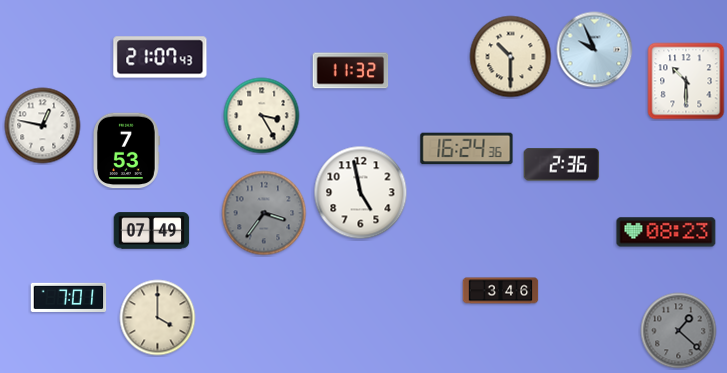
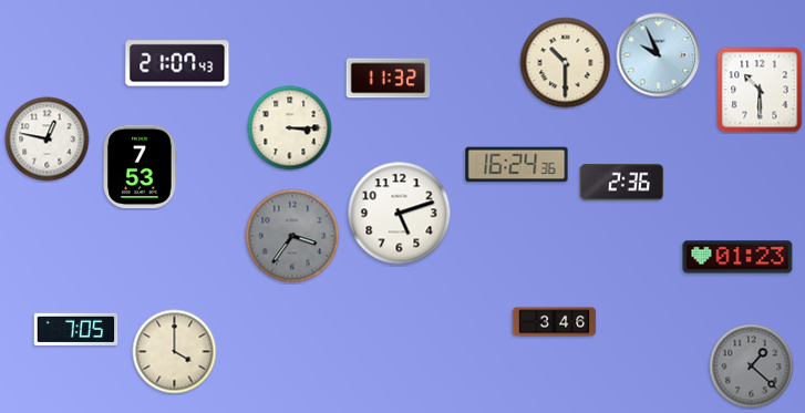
clock at (262, 116): 3:25 -> 3:15
clock at (361, 193): 4:58 -> 5:12
clock at (152, 231): 07:49 -> none
clock at (666, 232): 08:23 -> 01:23
clock at (69, 297): 7:01 -> 7:05
